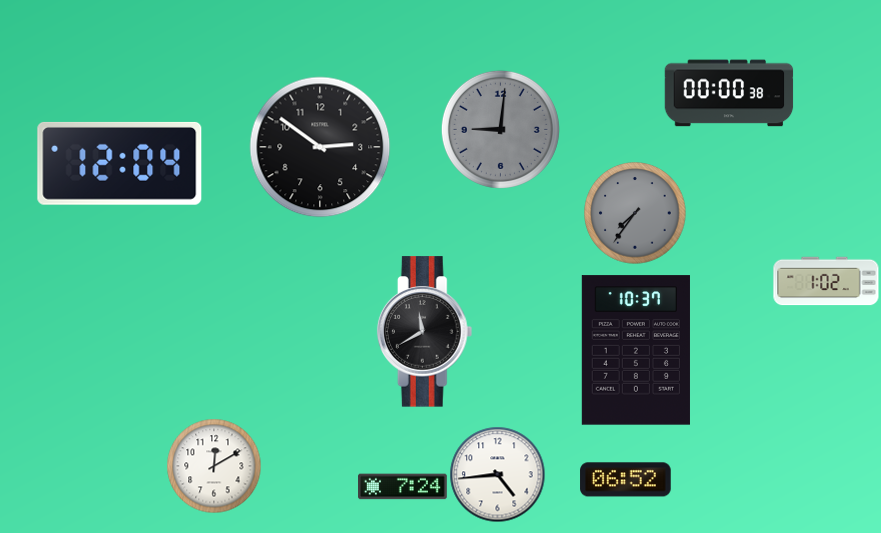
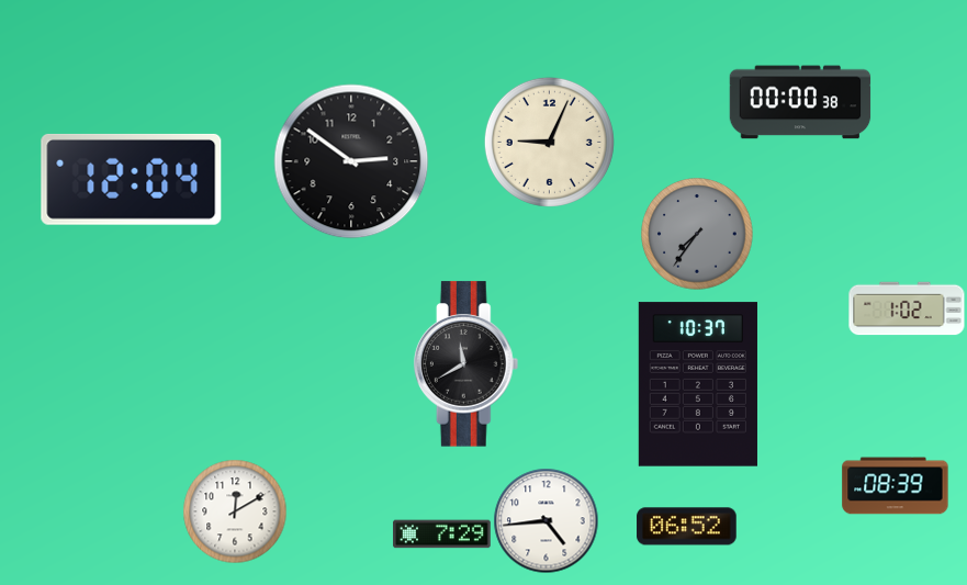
clock at (500, 129): 9:01 -> 9:04
clock at (500, 129) dial: grey -> cream
clock at (896, 486): none -> 08:39
clock at (403, 487): 7:24 -> 7:29
